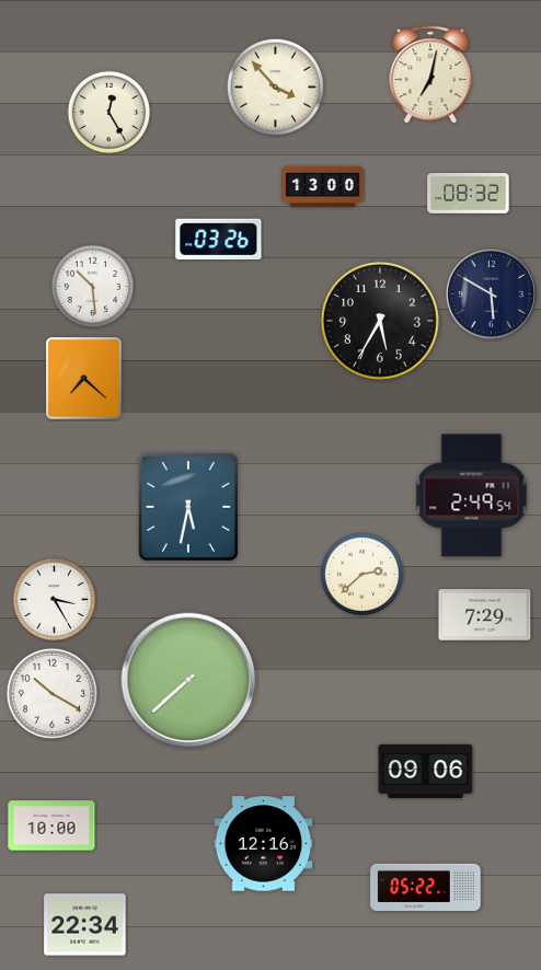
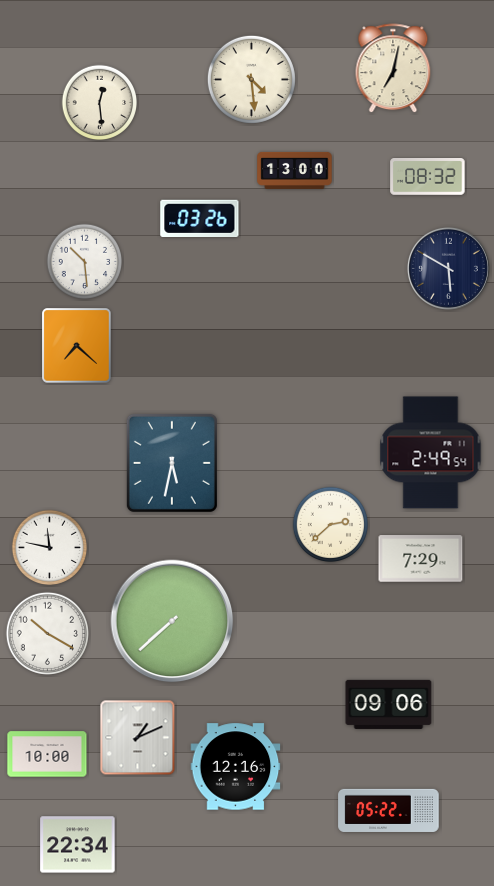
clock at (275, 86): 3:53 -> 4:29
clock at (110, 113): 12:25 -> 12:29
clock at (380, 321): 5:35 -> none
clock at (55, 600): 3:25 -> 11:47
clock at (485, 615) position: (485, 615) -> (421, 559)
clock at (138, 738): none -> 1:11
clock at (264, 844) position: (264, 844) -> (236, 767)
